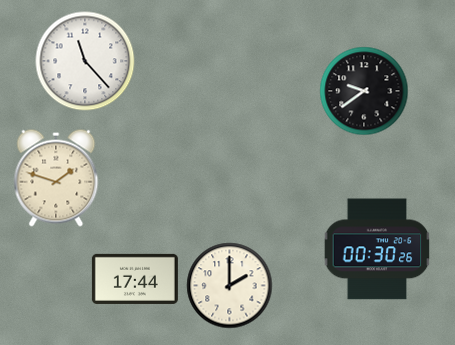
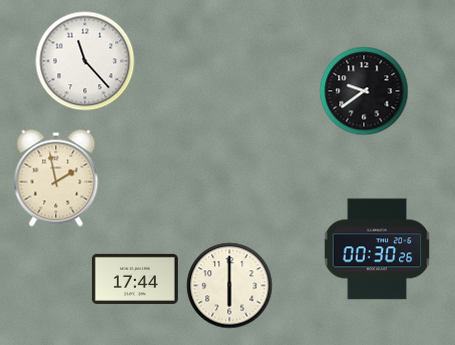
clock at (56, 178): 1:48 -> 1:58
clock at (230, 286): 2:00 -> 6:00
